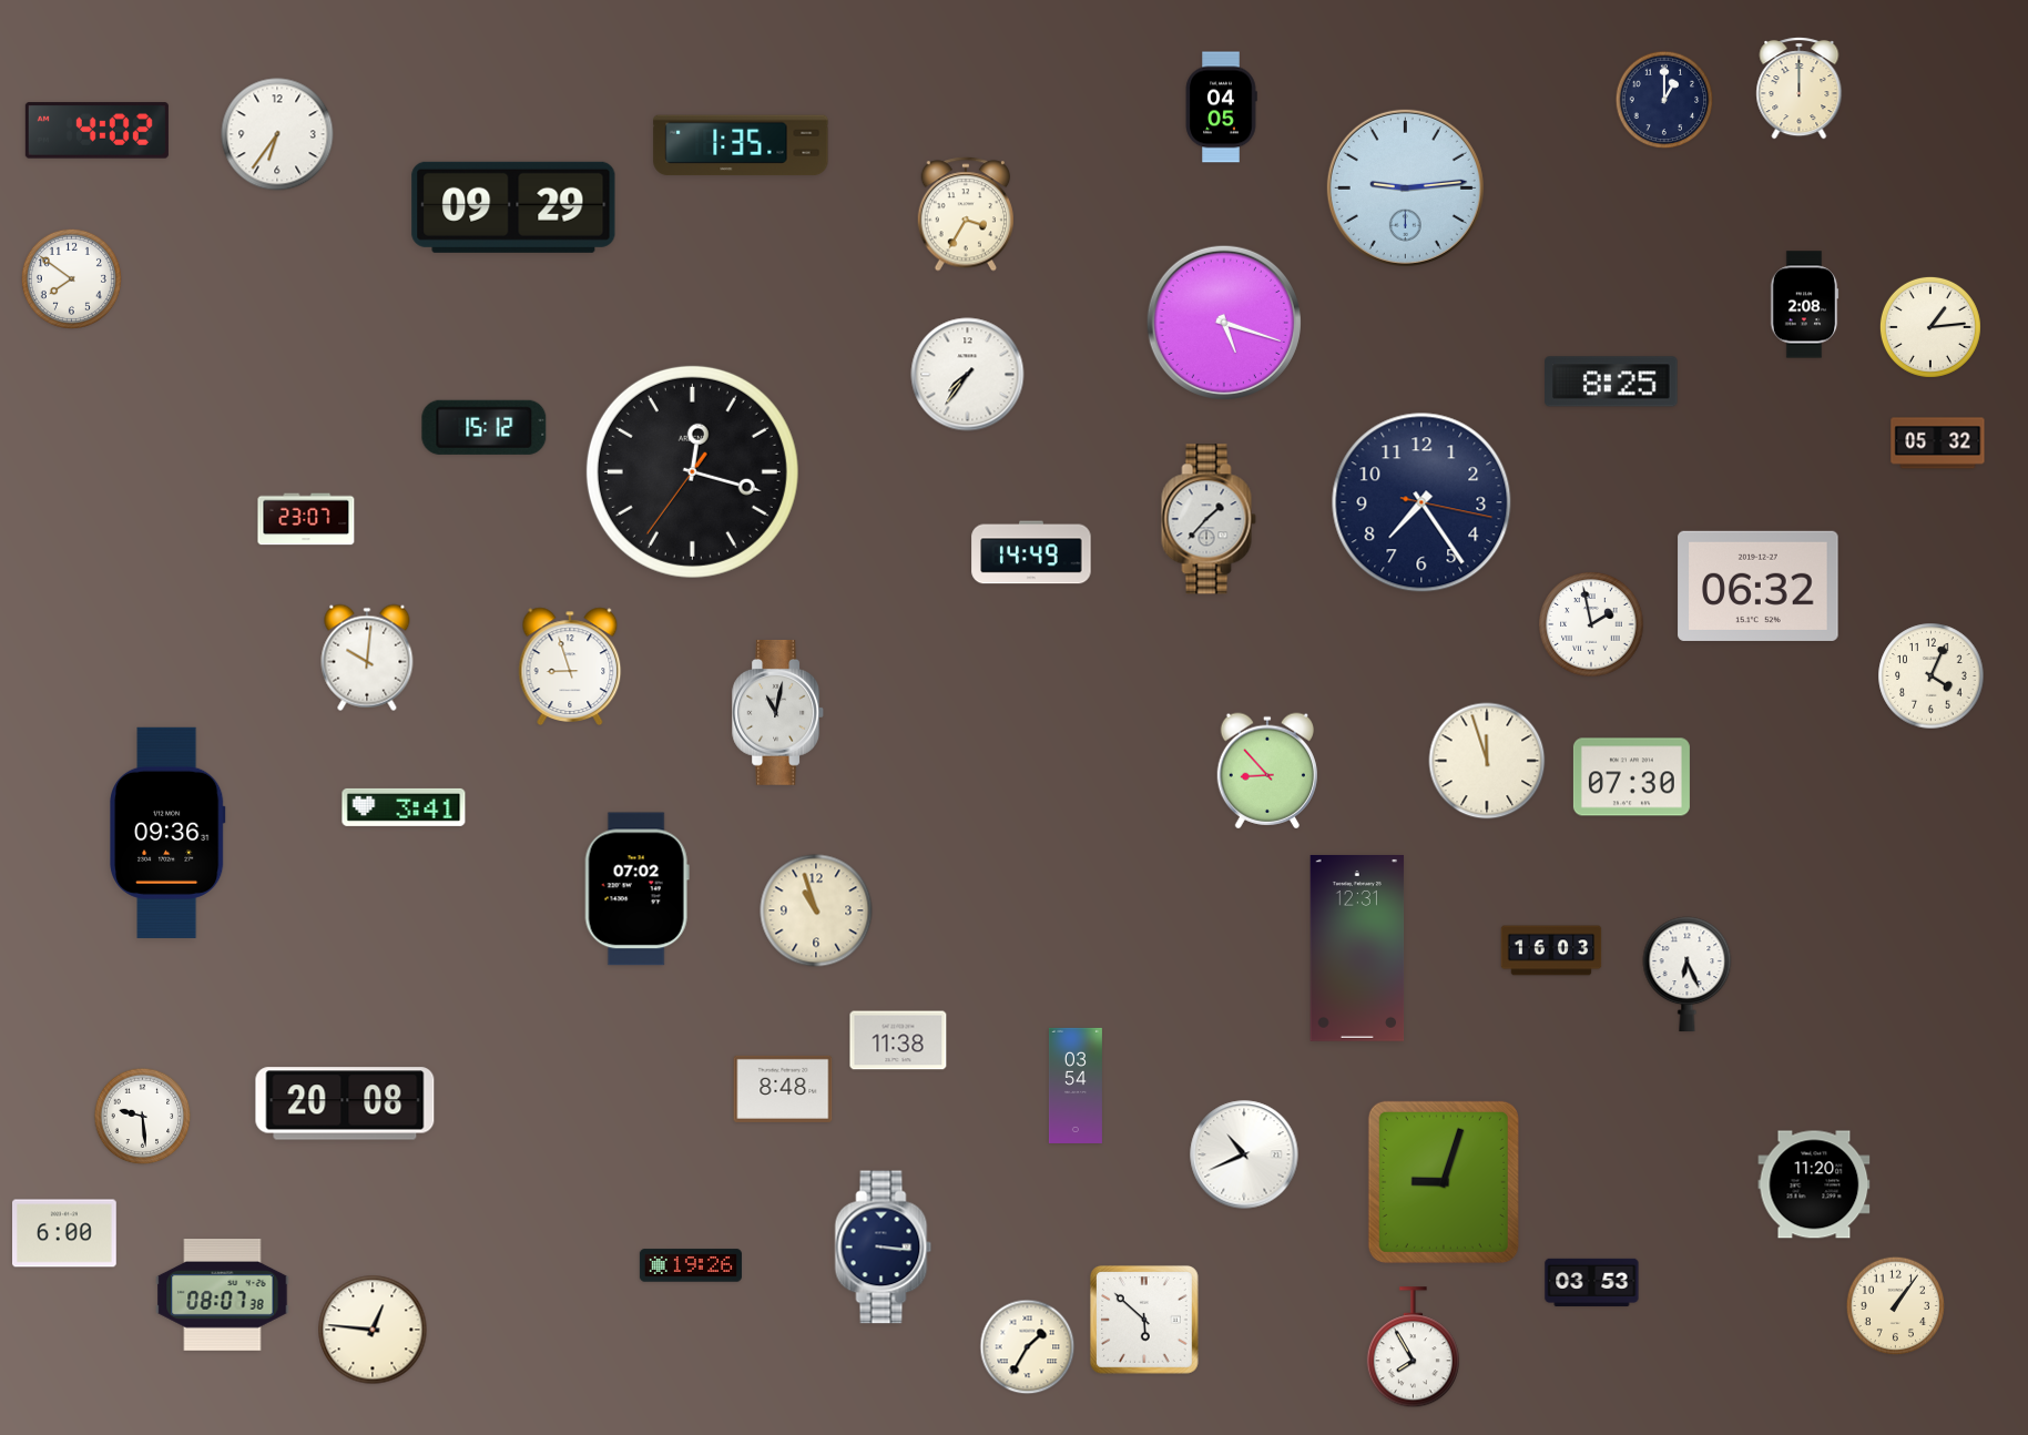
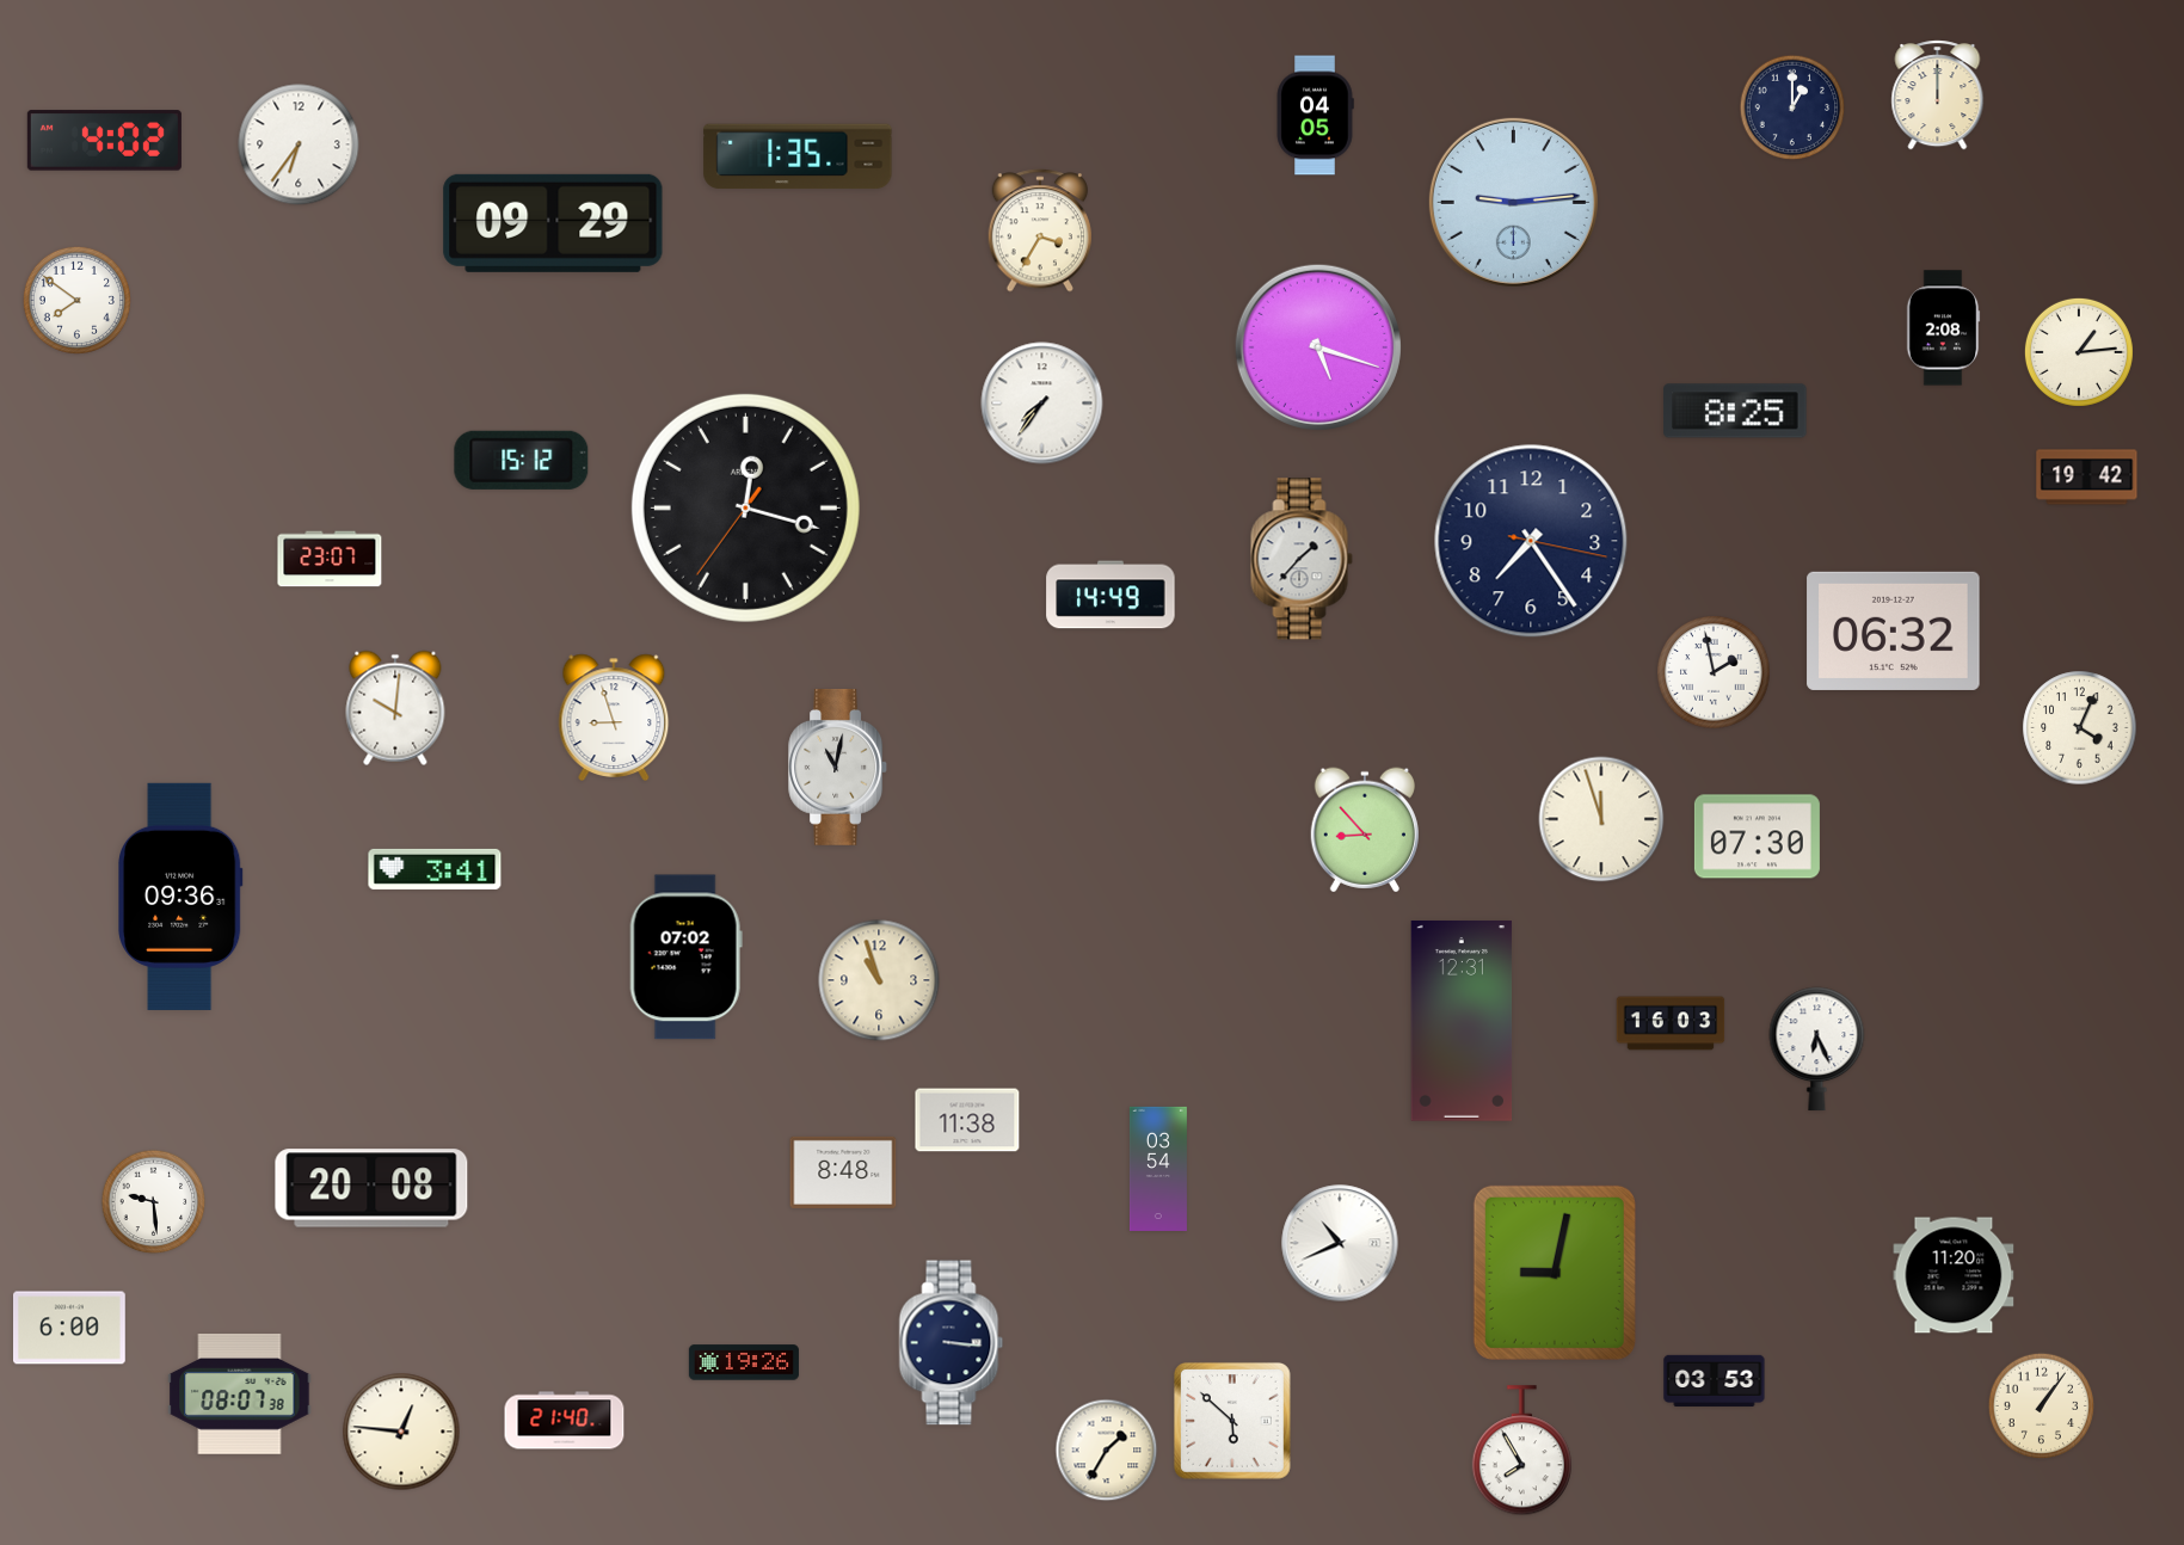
clock at (1938, 444): 05:32 -> 19:42
clock at (1444, 1182): 9:03 -> 9:02
clock at (565, 1421): none -> 21:40
